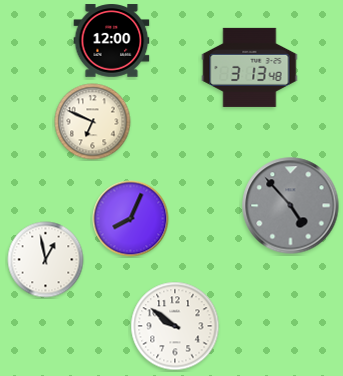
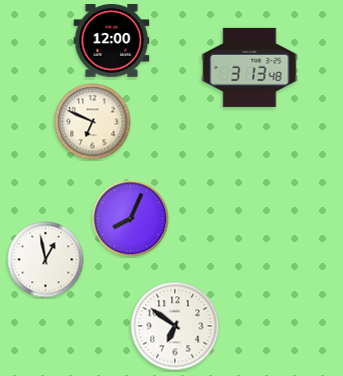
clock at (291, 206): 4:53 -> none
clock at (175, 326): 9:51 -> 6:51
